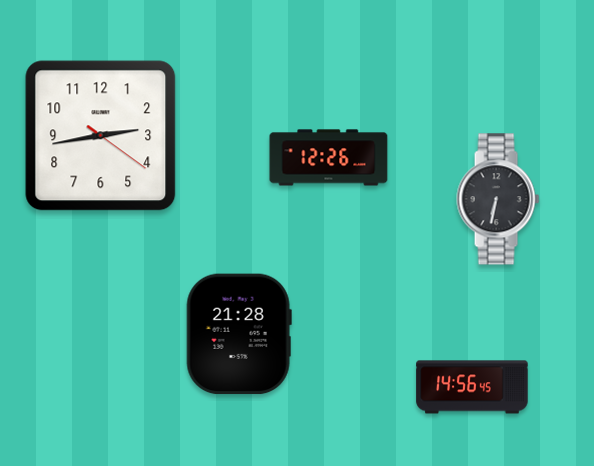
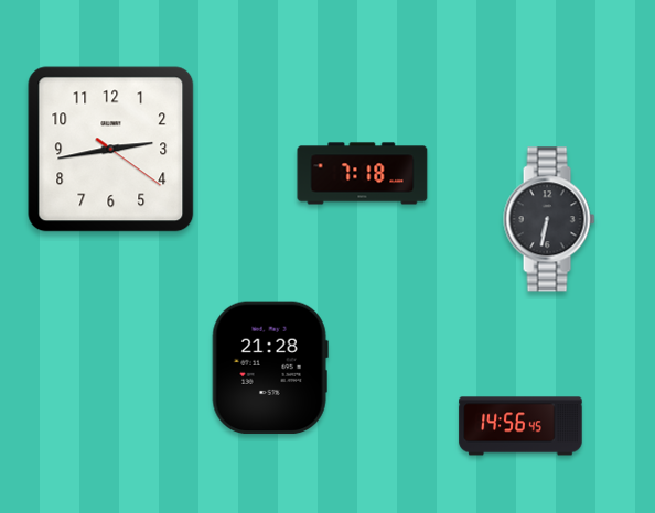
clock at (329, 158): 12:26 -> 7:18
clock at (239, 334) position: (239, 334) -> (270, 368)
